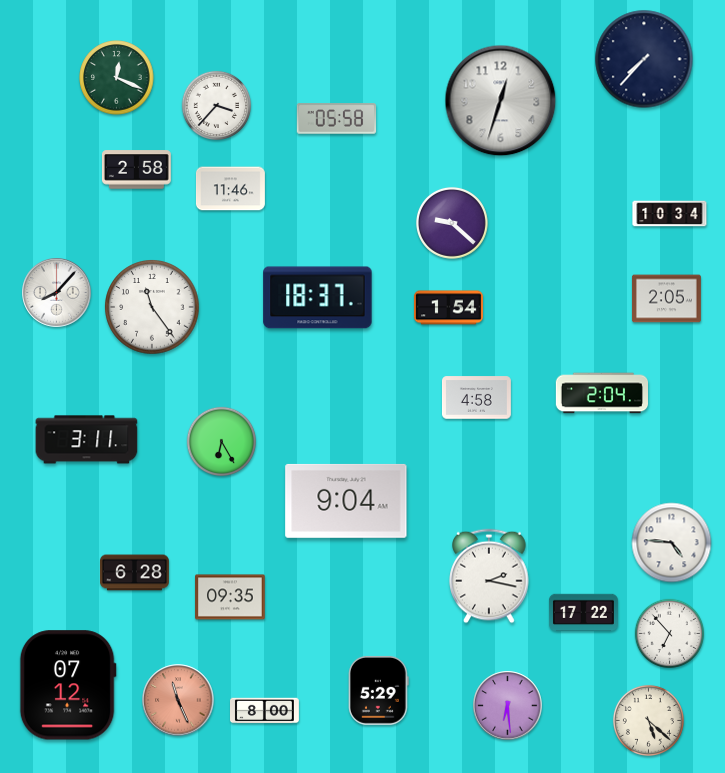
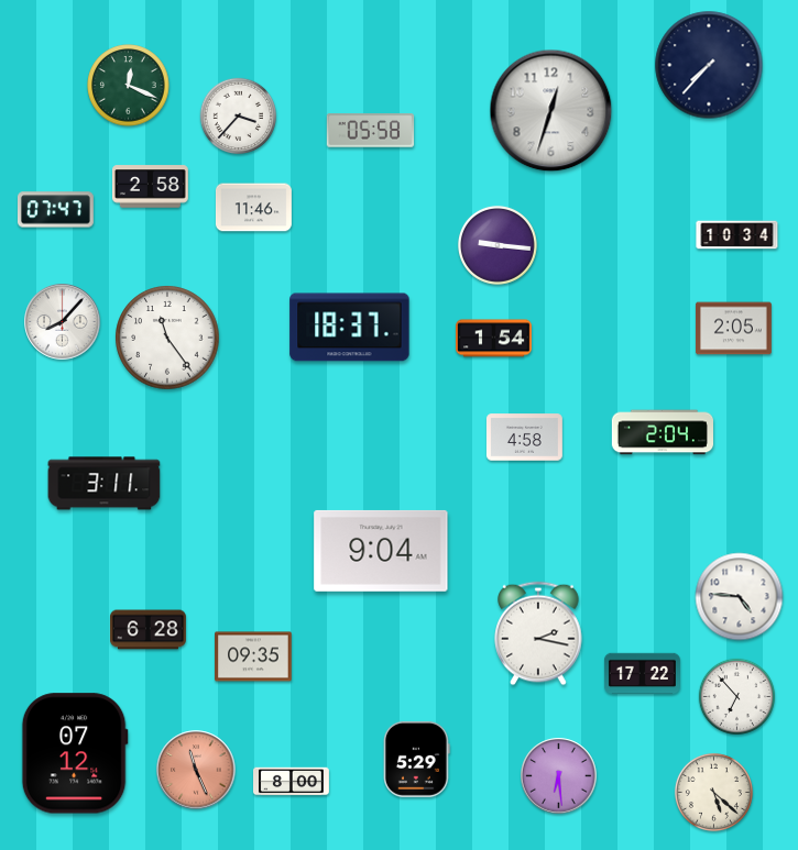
clock at (55, 210): none -> 07:47
clock at (452, 223): 9:22 -> 9:16
clock at (87, 440) position: (87, 440) -> (105, 484)
clock at (221, 441): 6:25 -> none
